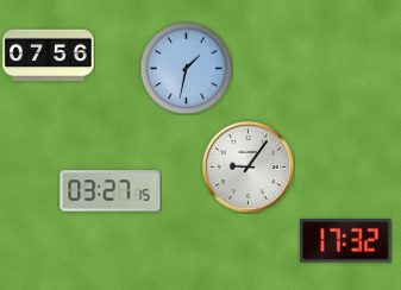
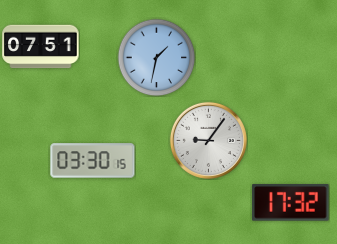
clock at (49, 56): 07:56 -> 07:51
clock at (111, 191): 03:27 -> 03:30
